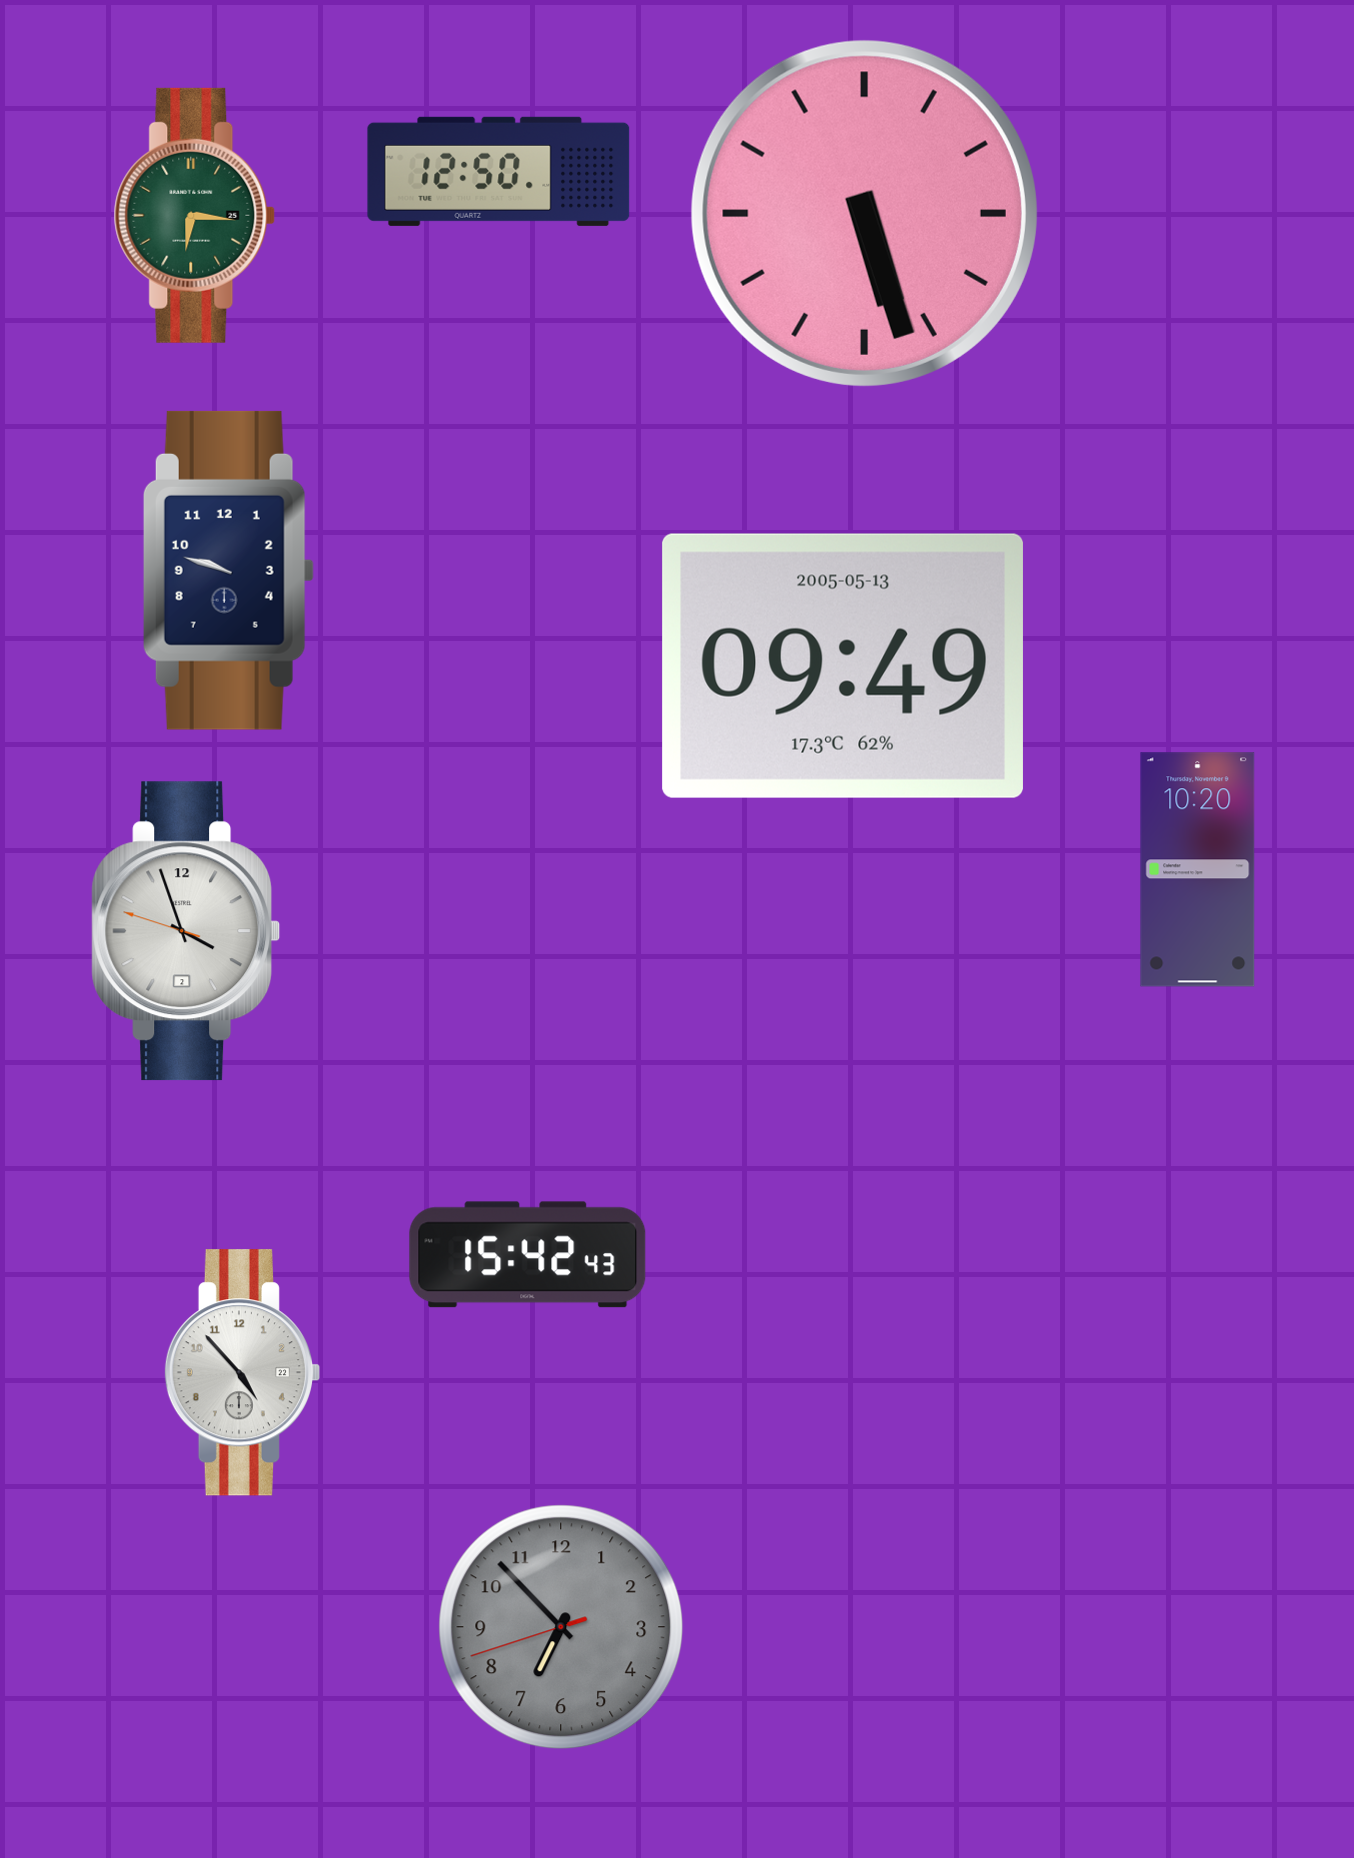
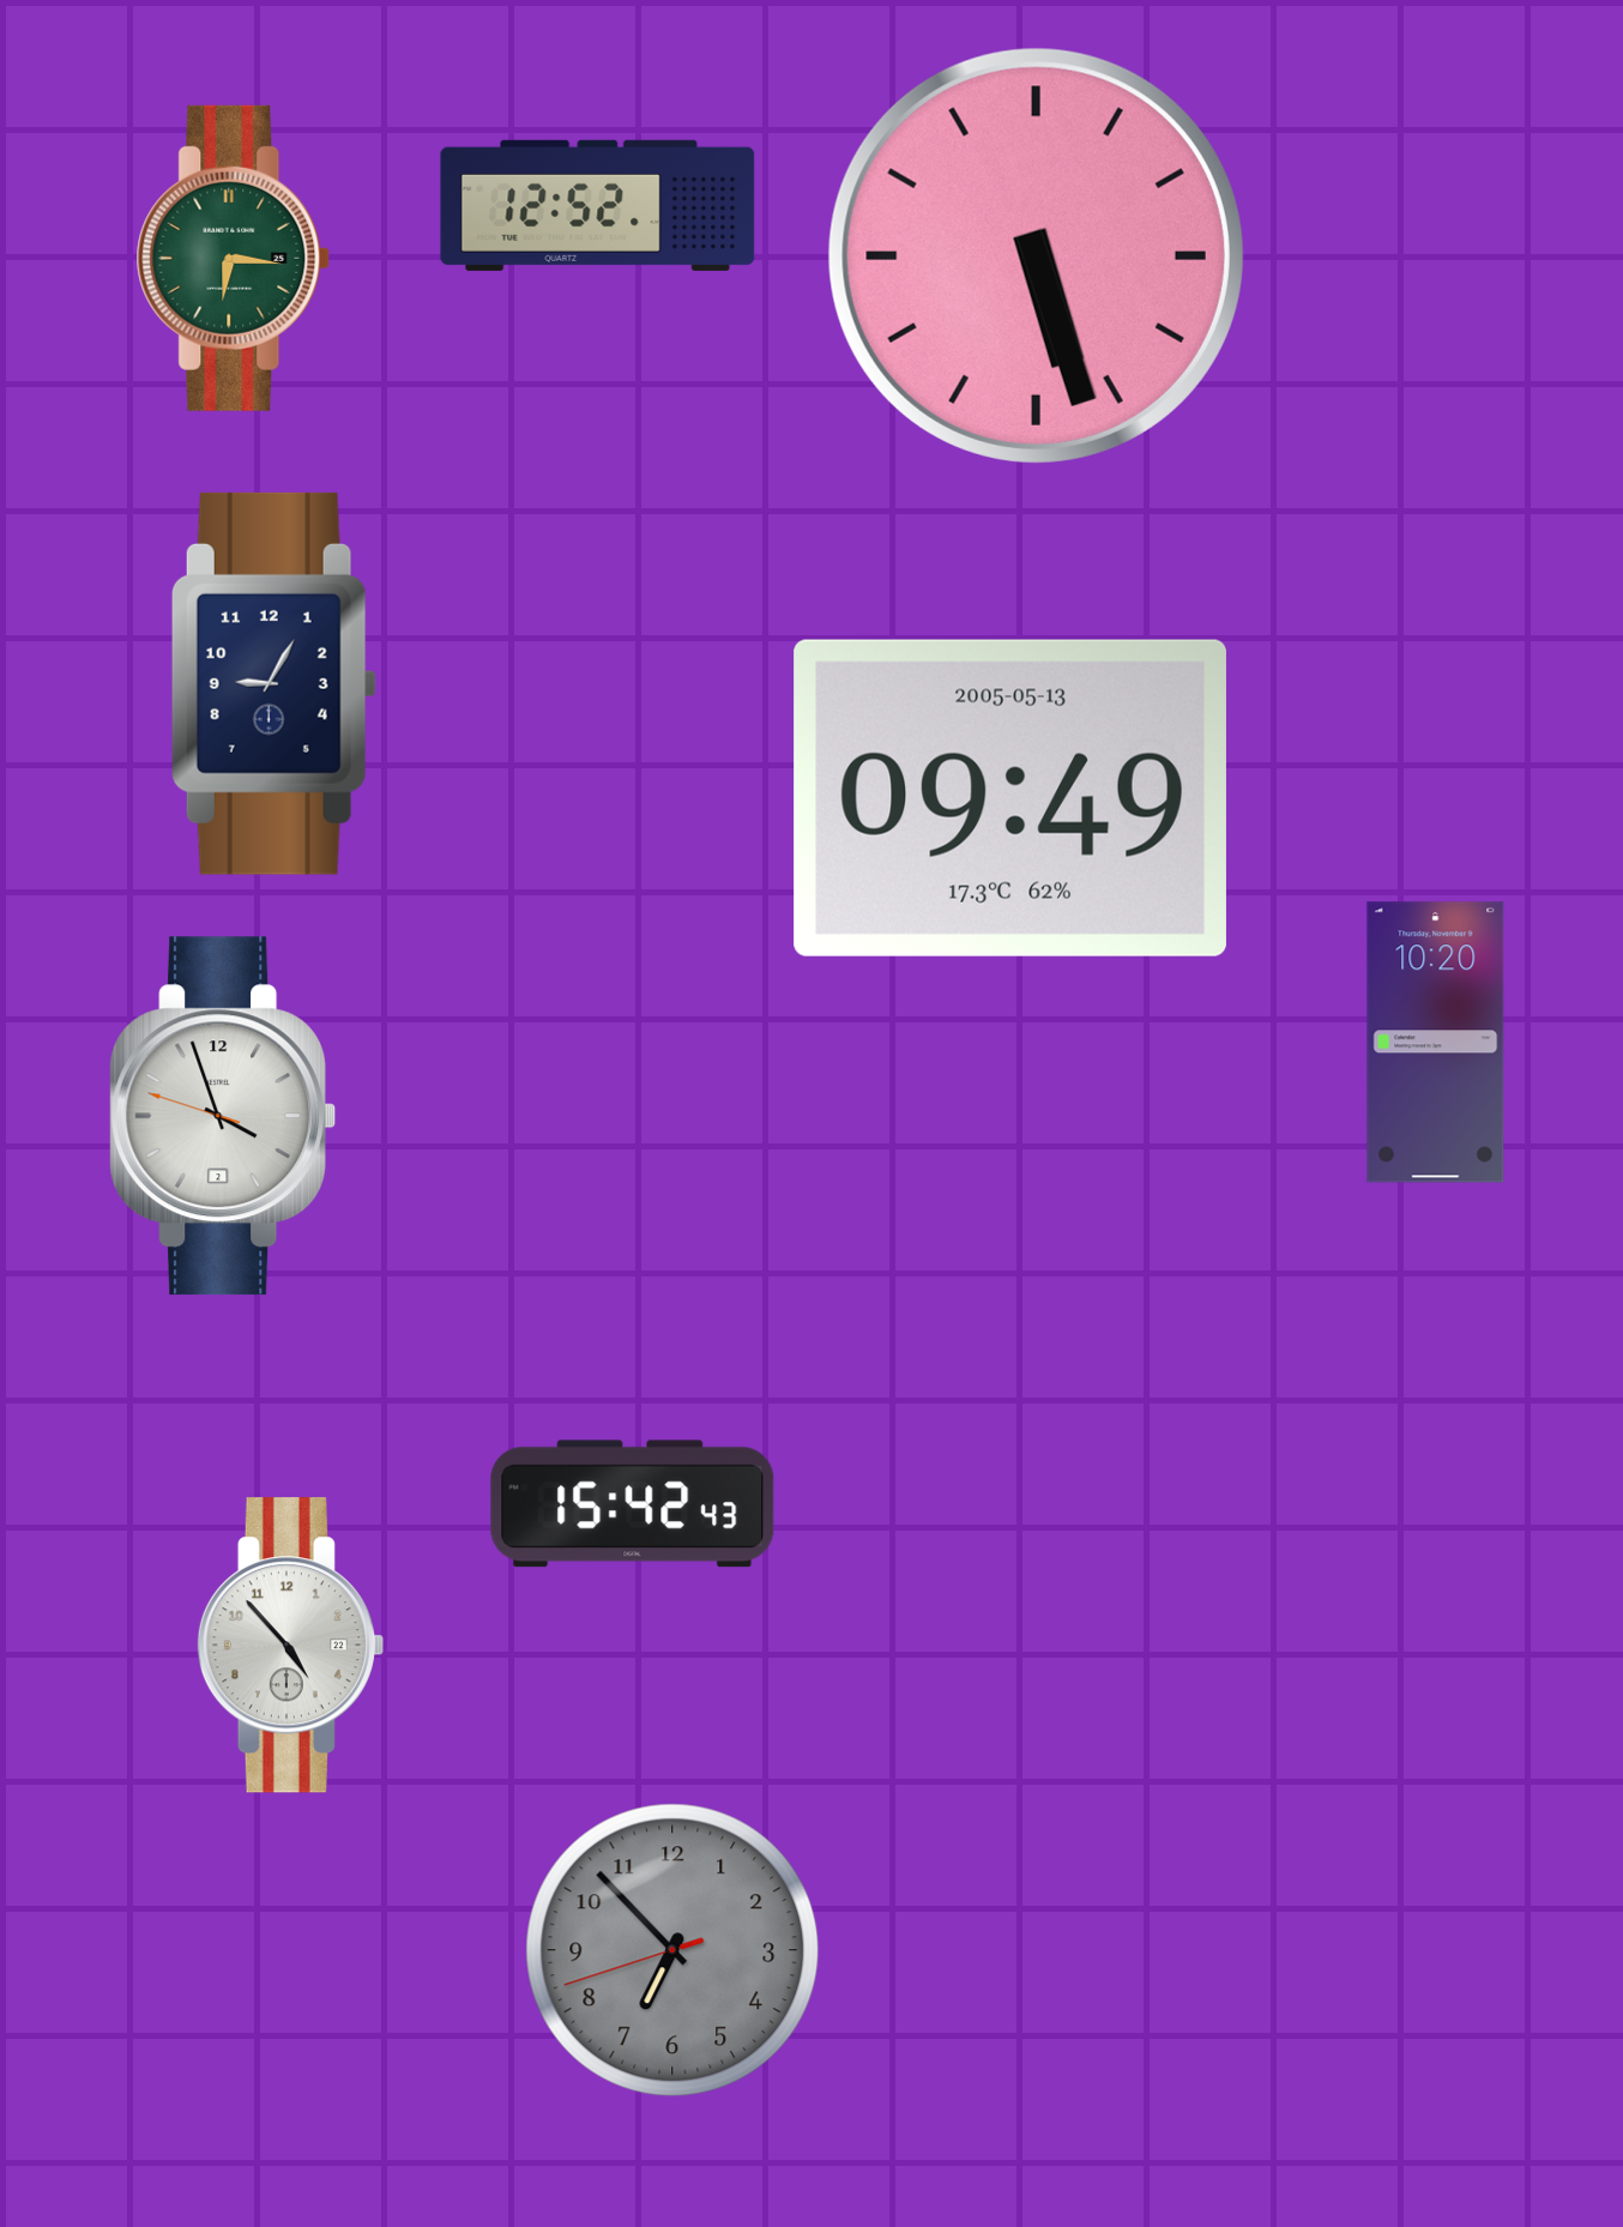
clock at (499, 171): 12:50 -> 12:52
clock at (228, 570): 9:48 -> 9:05
